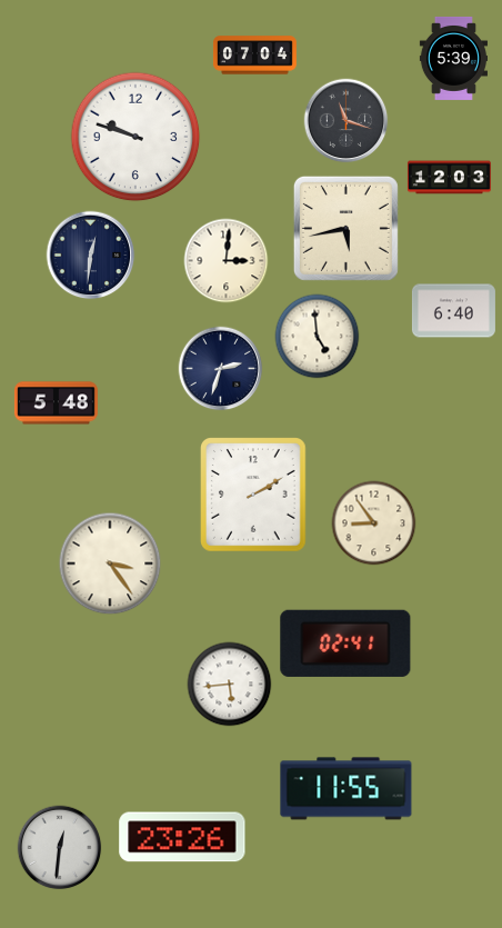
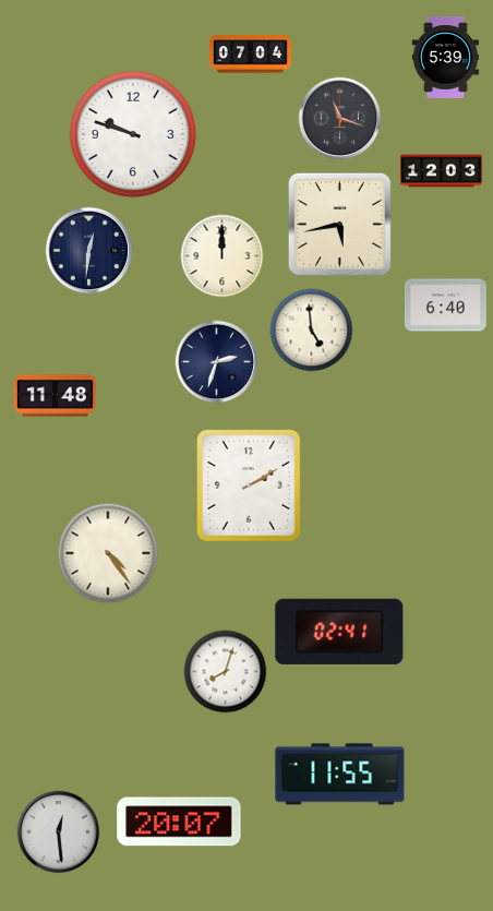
clock at (449, 178) position: (449, 178) -> (441, 171)
clock at (227, 261): 3:01 -> 12:00
clock at (56, 403): 5:48 -> 11:48
clock at (374, 523): 8:54 -> none
clock at (110, 563): 3:24 -> 4:24
clock at (230, 685): 5:44 -> 8:03
clock at (182, 837): 23:26 -> 20:07
clock at (60, 848): 12:31 -> 12:29
